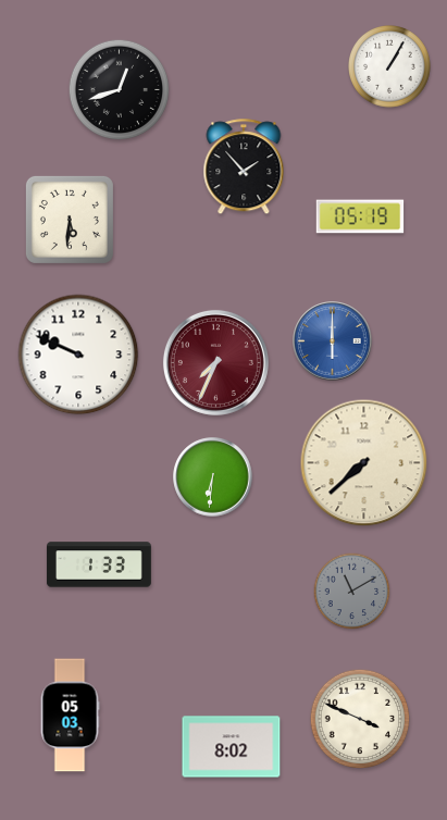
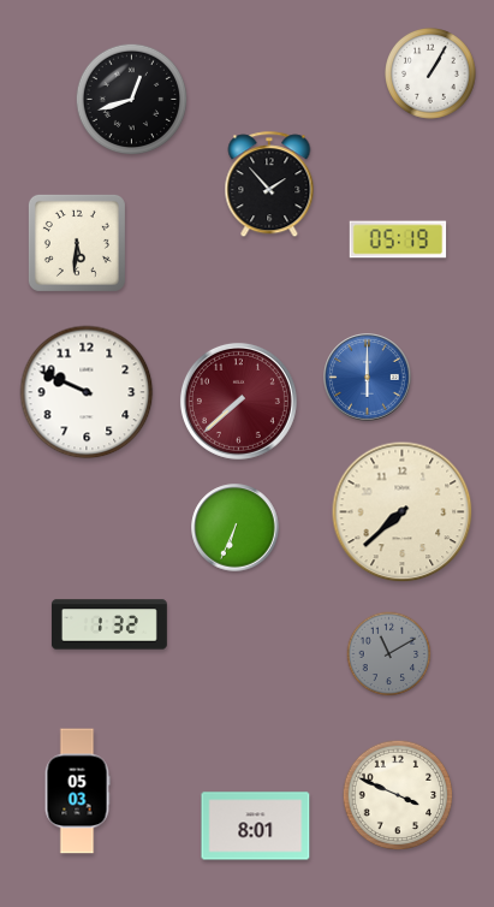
clock at (215, 362): 7:34 -> 7:38
clock at (213, 477): 6:31 -> 6:34
clock at (99, 564): 1:33 -> 1:32
clock at (232, 747): 8:02 -> 8:01
